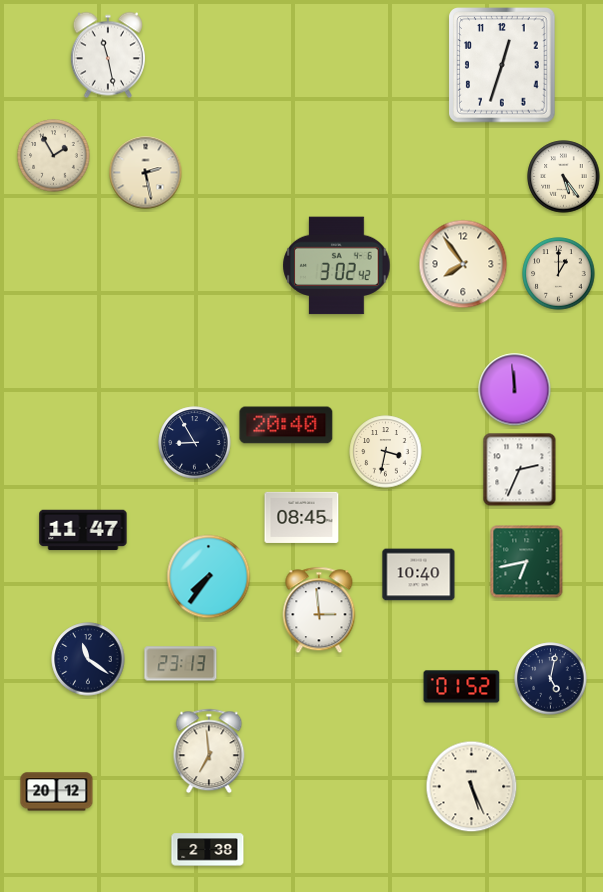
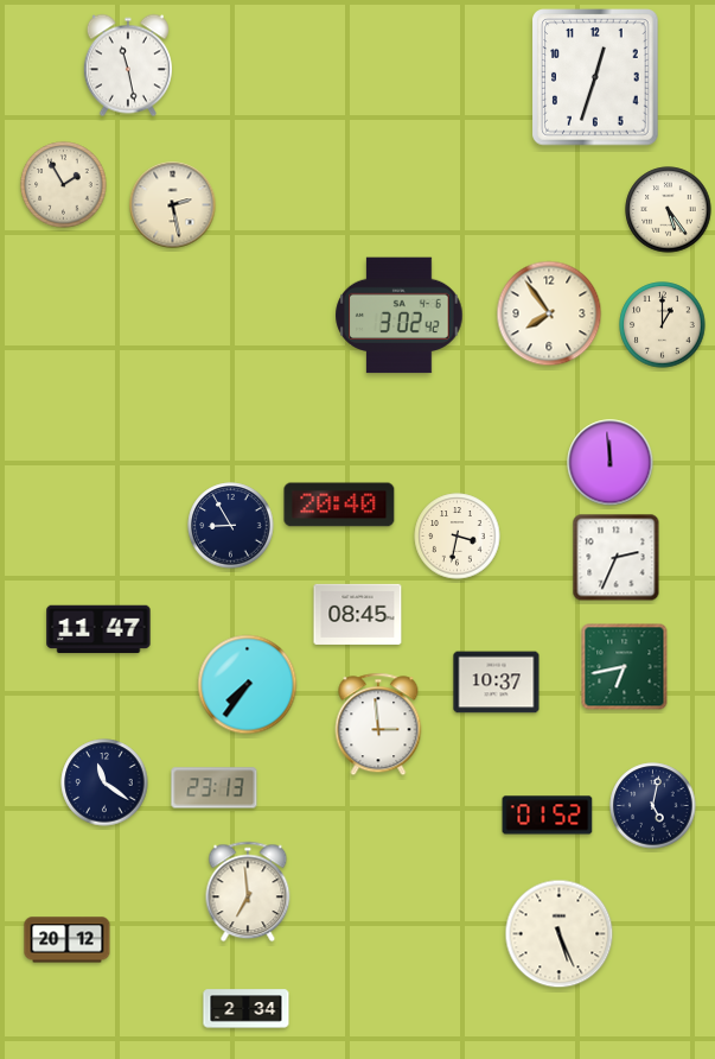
clock at (419, 575): 10:40 -> 10:37
clock at (208, 850): 2:38 -> 2:34
